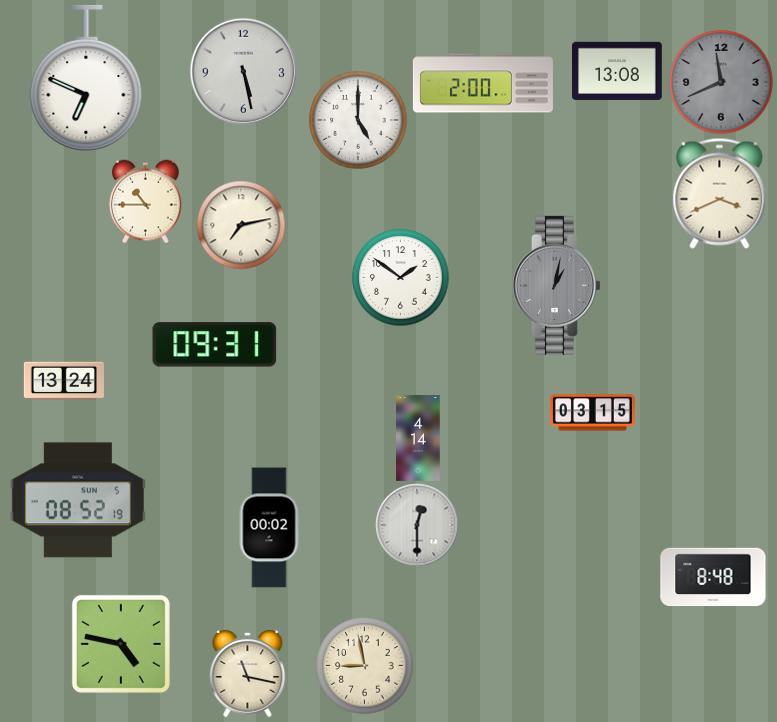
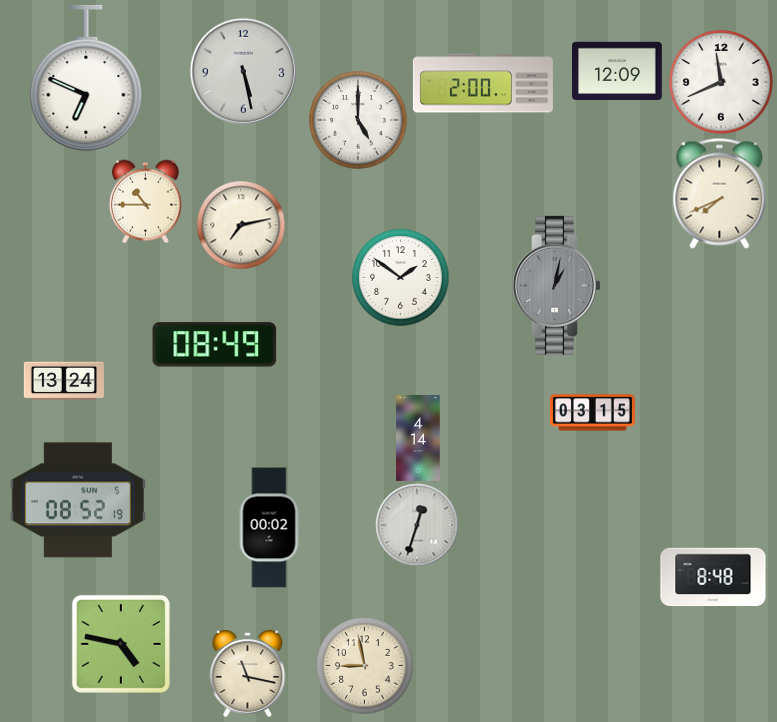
clock at (618, 71): 13:08 -> 12:09
clock at (721, 82) dial: grey -> white
clock at (720, 193): 3:41 -> 7:41
clock at (215, 345): 09:31 -> 08:49
clock at (417, 525): 12:30 -> 12:33
